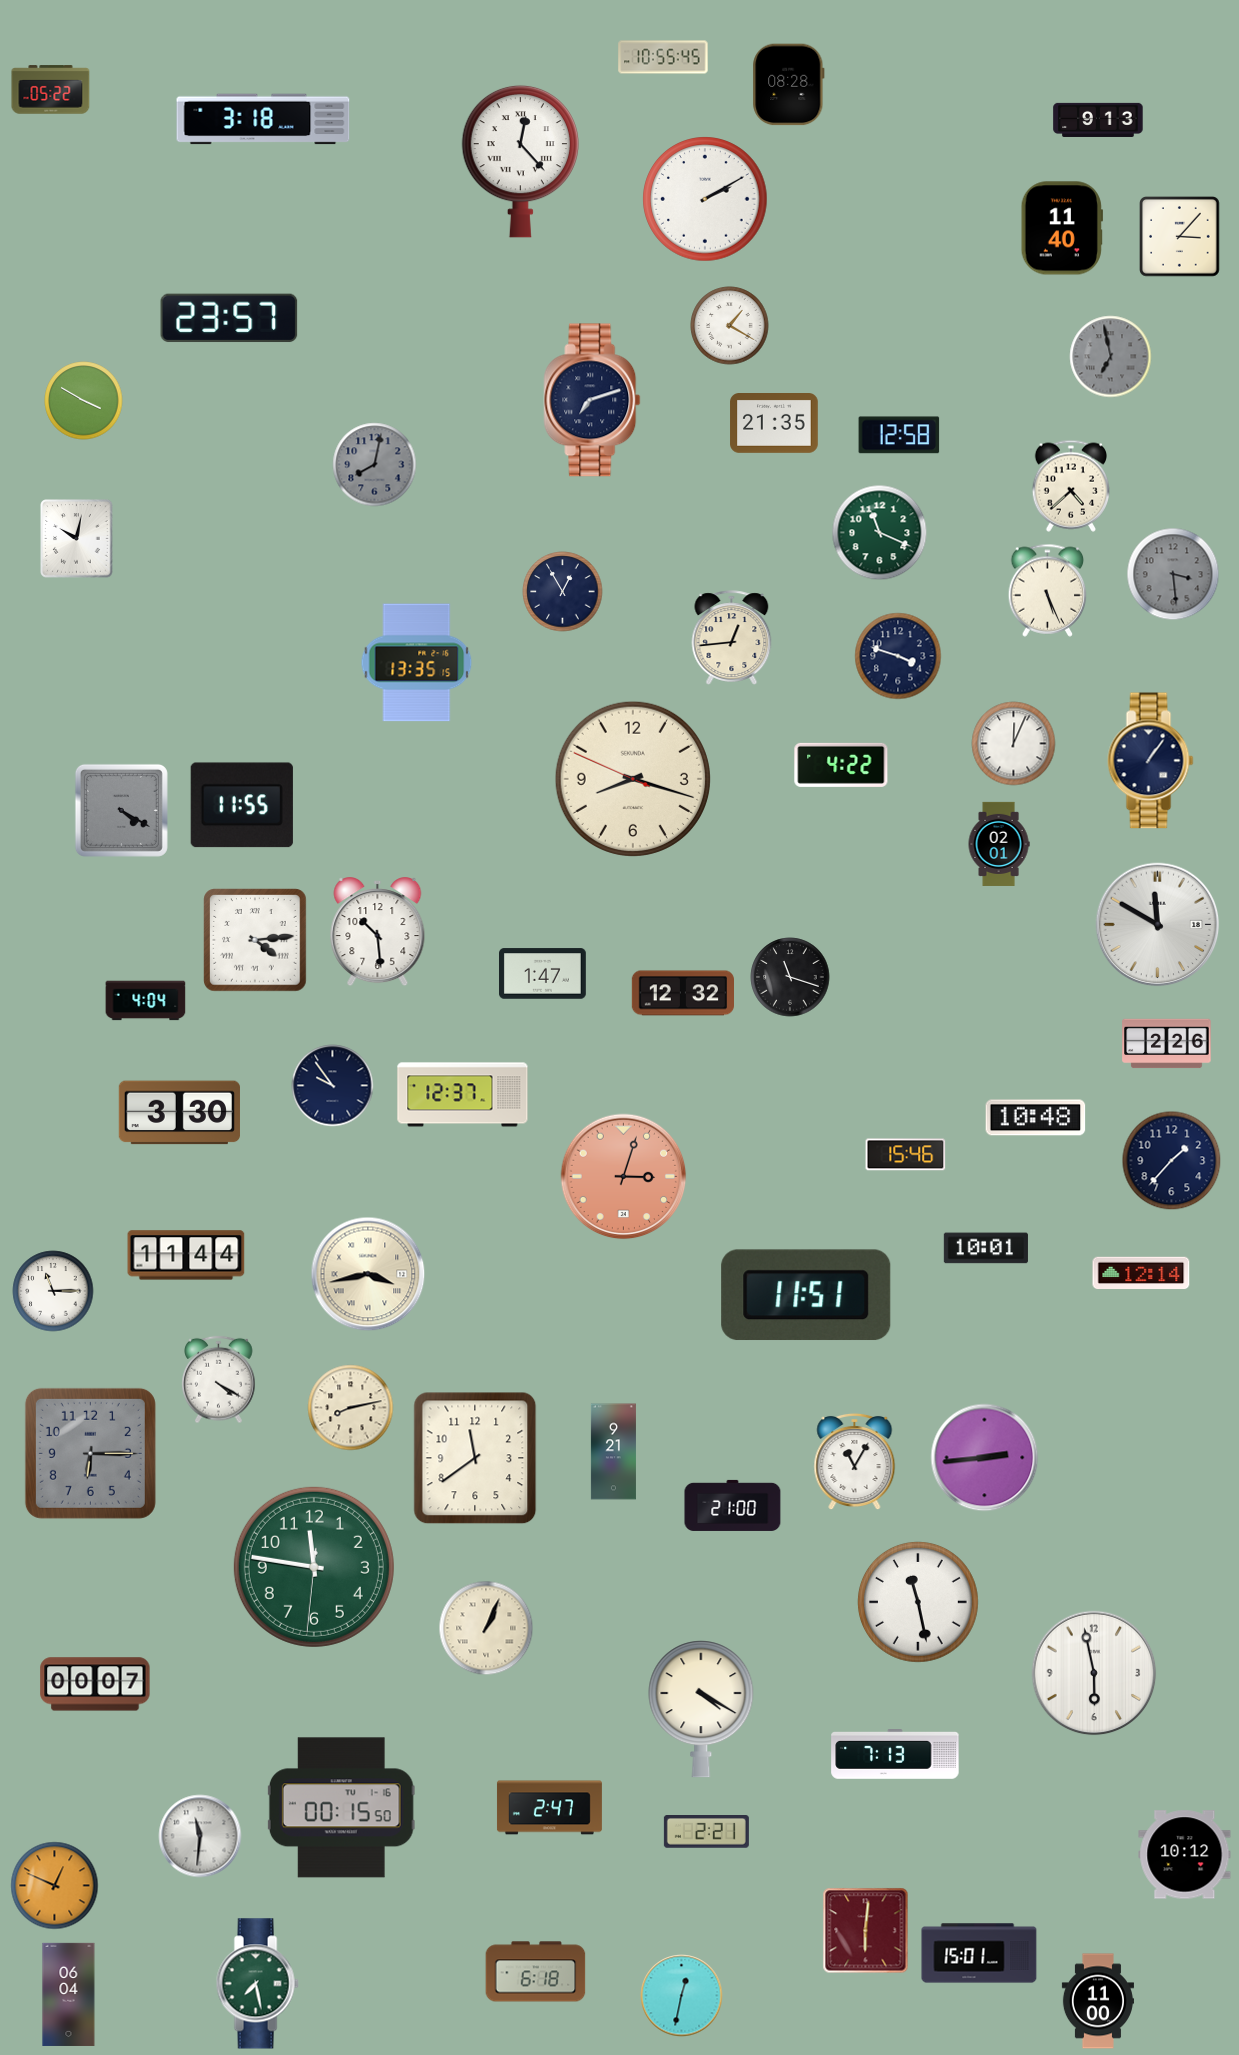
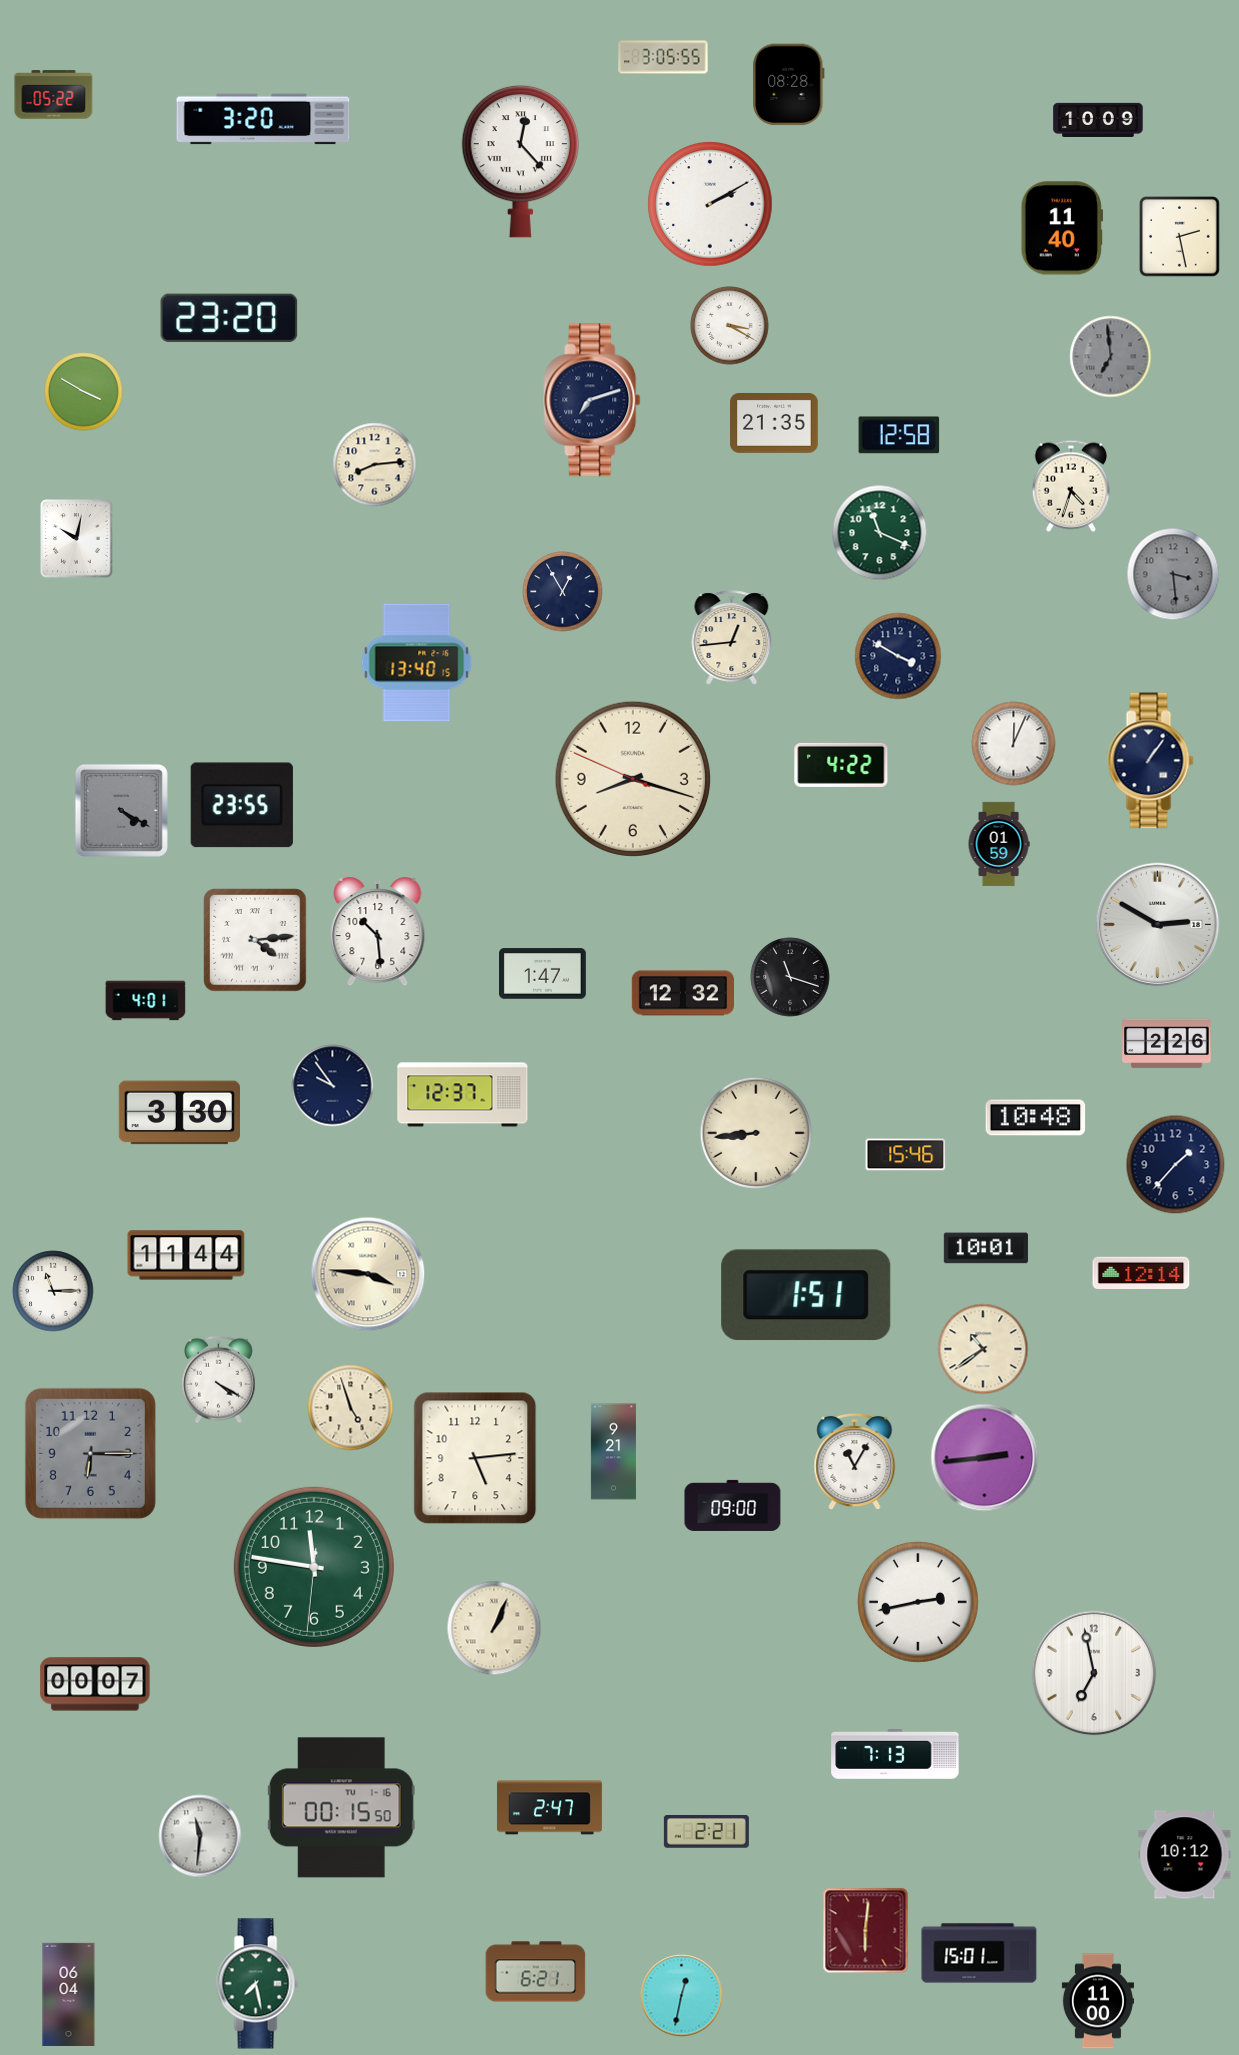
clock at (663, 57): 10:55 -> 3:05
clock at (51, 90) position: (51, 90) -> (54, 95)
clock at (263, 119): 3:18 -> 3:20
clock at (1098, 120): 9:13 -> 10:09
clock at (705, 199) position: (705, 199) -> (710, 204)
clock at (1180, 237): 3:07 -> 2:28
clock at (229, 318): 23:57 -> 23:20
clock at (730, 326): 1:20 -> 3:20
clock at (1111, 357): 6:58 -> 6:59
clock at (84, 401) position: (84, 401) -> (84, 392)
clock at (375, 465): 8:02 -> 8:14
clock at (375, 465) dial: grey -> cream
clock at (1070, 486): 4:38 -> 4:33
clock at (1048, 590): 5:26 -> none
clock at (898, 656): 3:48 -> 3:50
clock at (417, 663): 13:35 -> 13:40
clock at (242, 805): 11:55 -> 23:55
clock at (999, 844): 02:01 -> 01:59
clock at (1158, 925): 11:50 -> 2:50
clock at (146, 1001): 4:04 -> 4:01
clock at (756, 1133): none -> 8:44
clock at (1172, 1161) position: (1172, 1161) -> (1176, 1165)
clock at (624, 1177): 3:03 -> none
clock at (368, 1274): 3:43 -> 3:46
clock at (806, 1295): 11:51 -> 1:51
clock at (983, 1349): none -> 10:39
clock at (351, 1408): 8:13 -> 4:57
clock at (475, 1458): 11:39 -> 5:14
clock at (733, 1505): 21:00 -> 09:00
clock at (918, 1602): 11:28 -> 2:43
clock at (486, 1628) position: (486, 1628) -> (494, 1628)
clock at (1094, 1673): 5:58 -> 6:58
clock at (701, 1709): 4:20 -> none
clock at (55, 1886): 12:49 -> none
clock at (536, 1972): 6:18 -> 6:21
